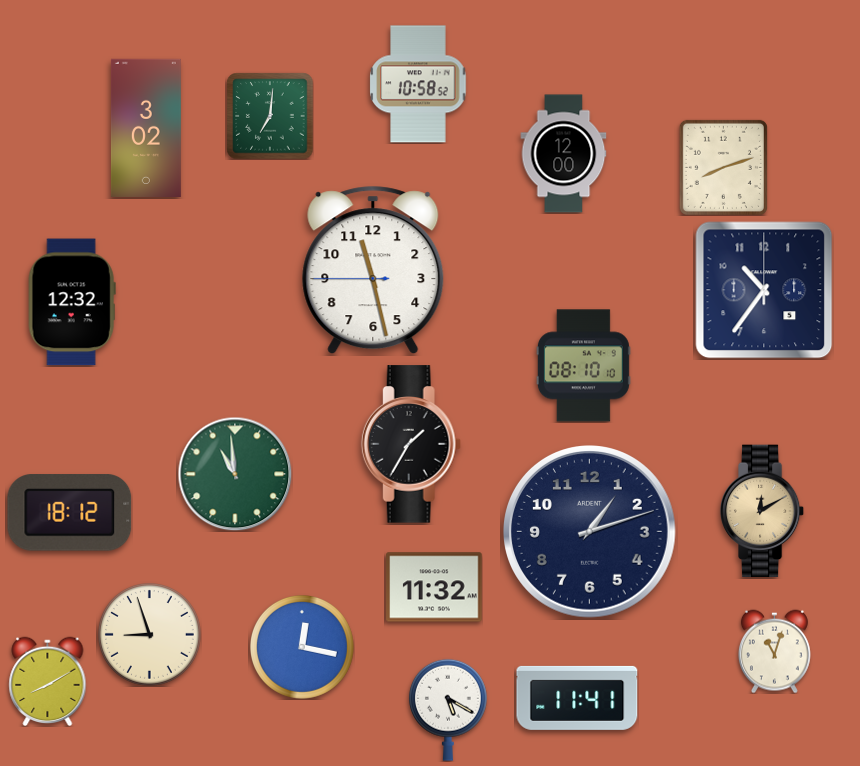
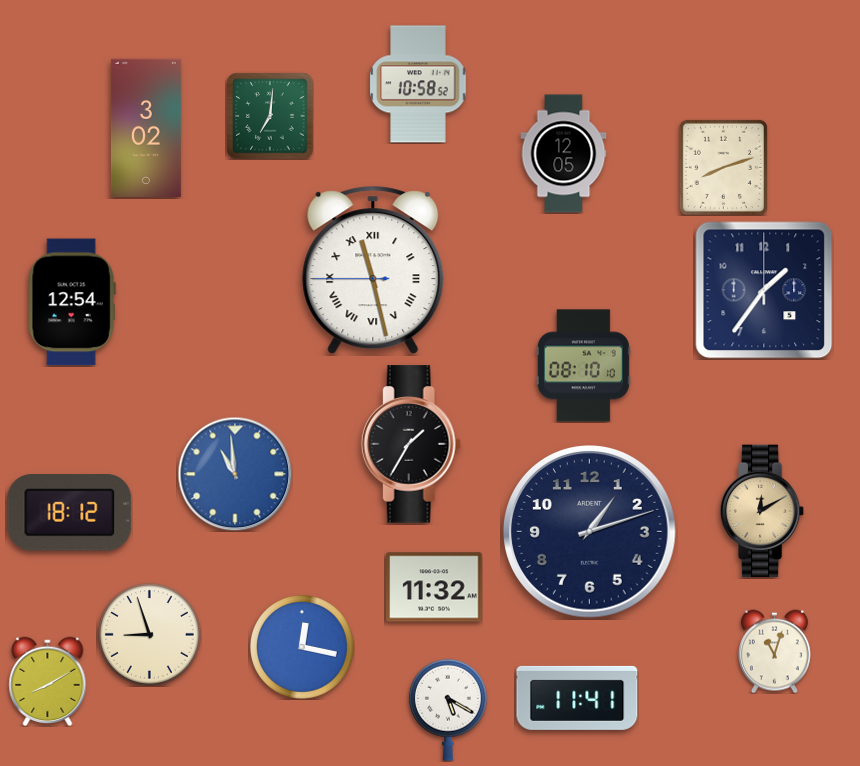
clock at (564, 154): 12:00 -> 12:05
clock at (373, 271) numerals: Arabic -> Roman
clock at (764, 290): 10:36 -> 1:36
clock at (72, 302): 12:32 -> 12:54
clock at (235, 474) dial: green -> blue
